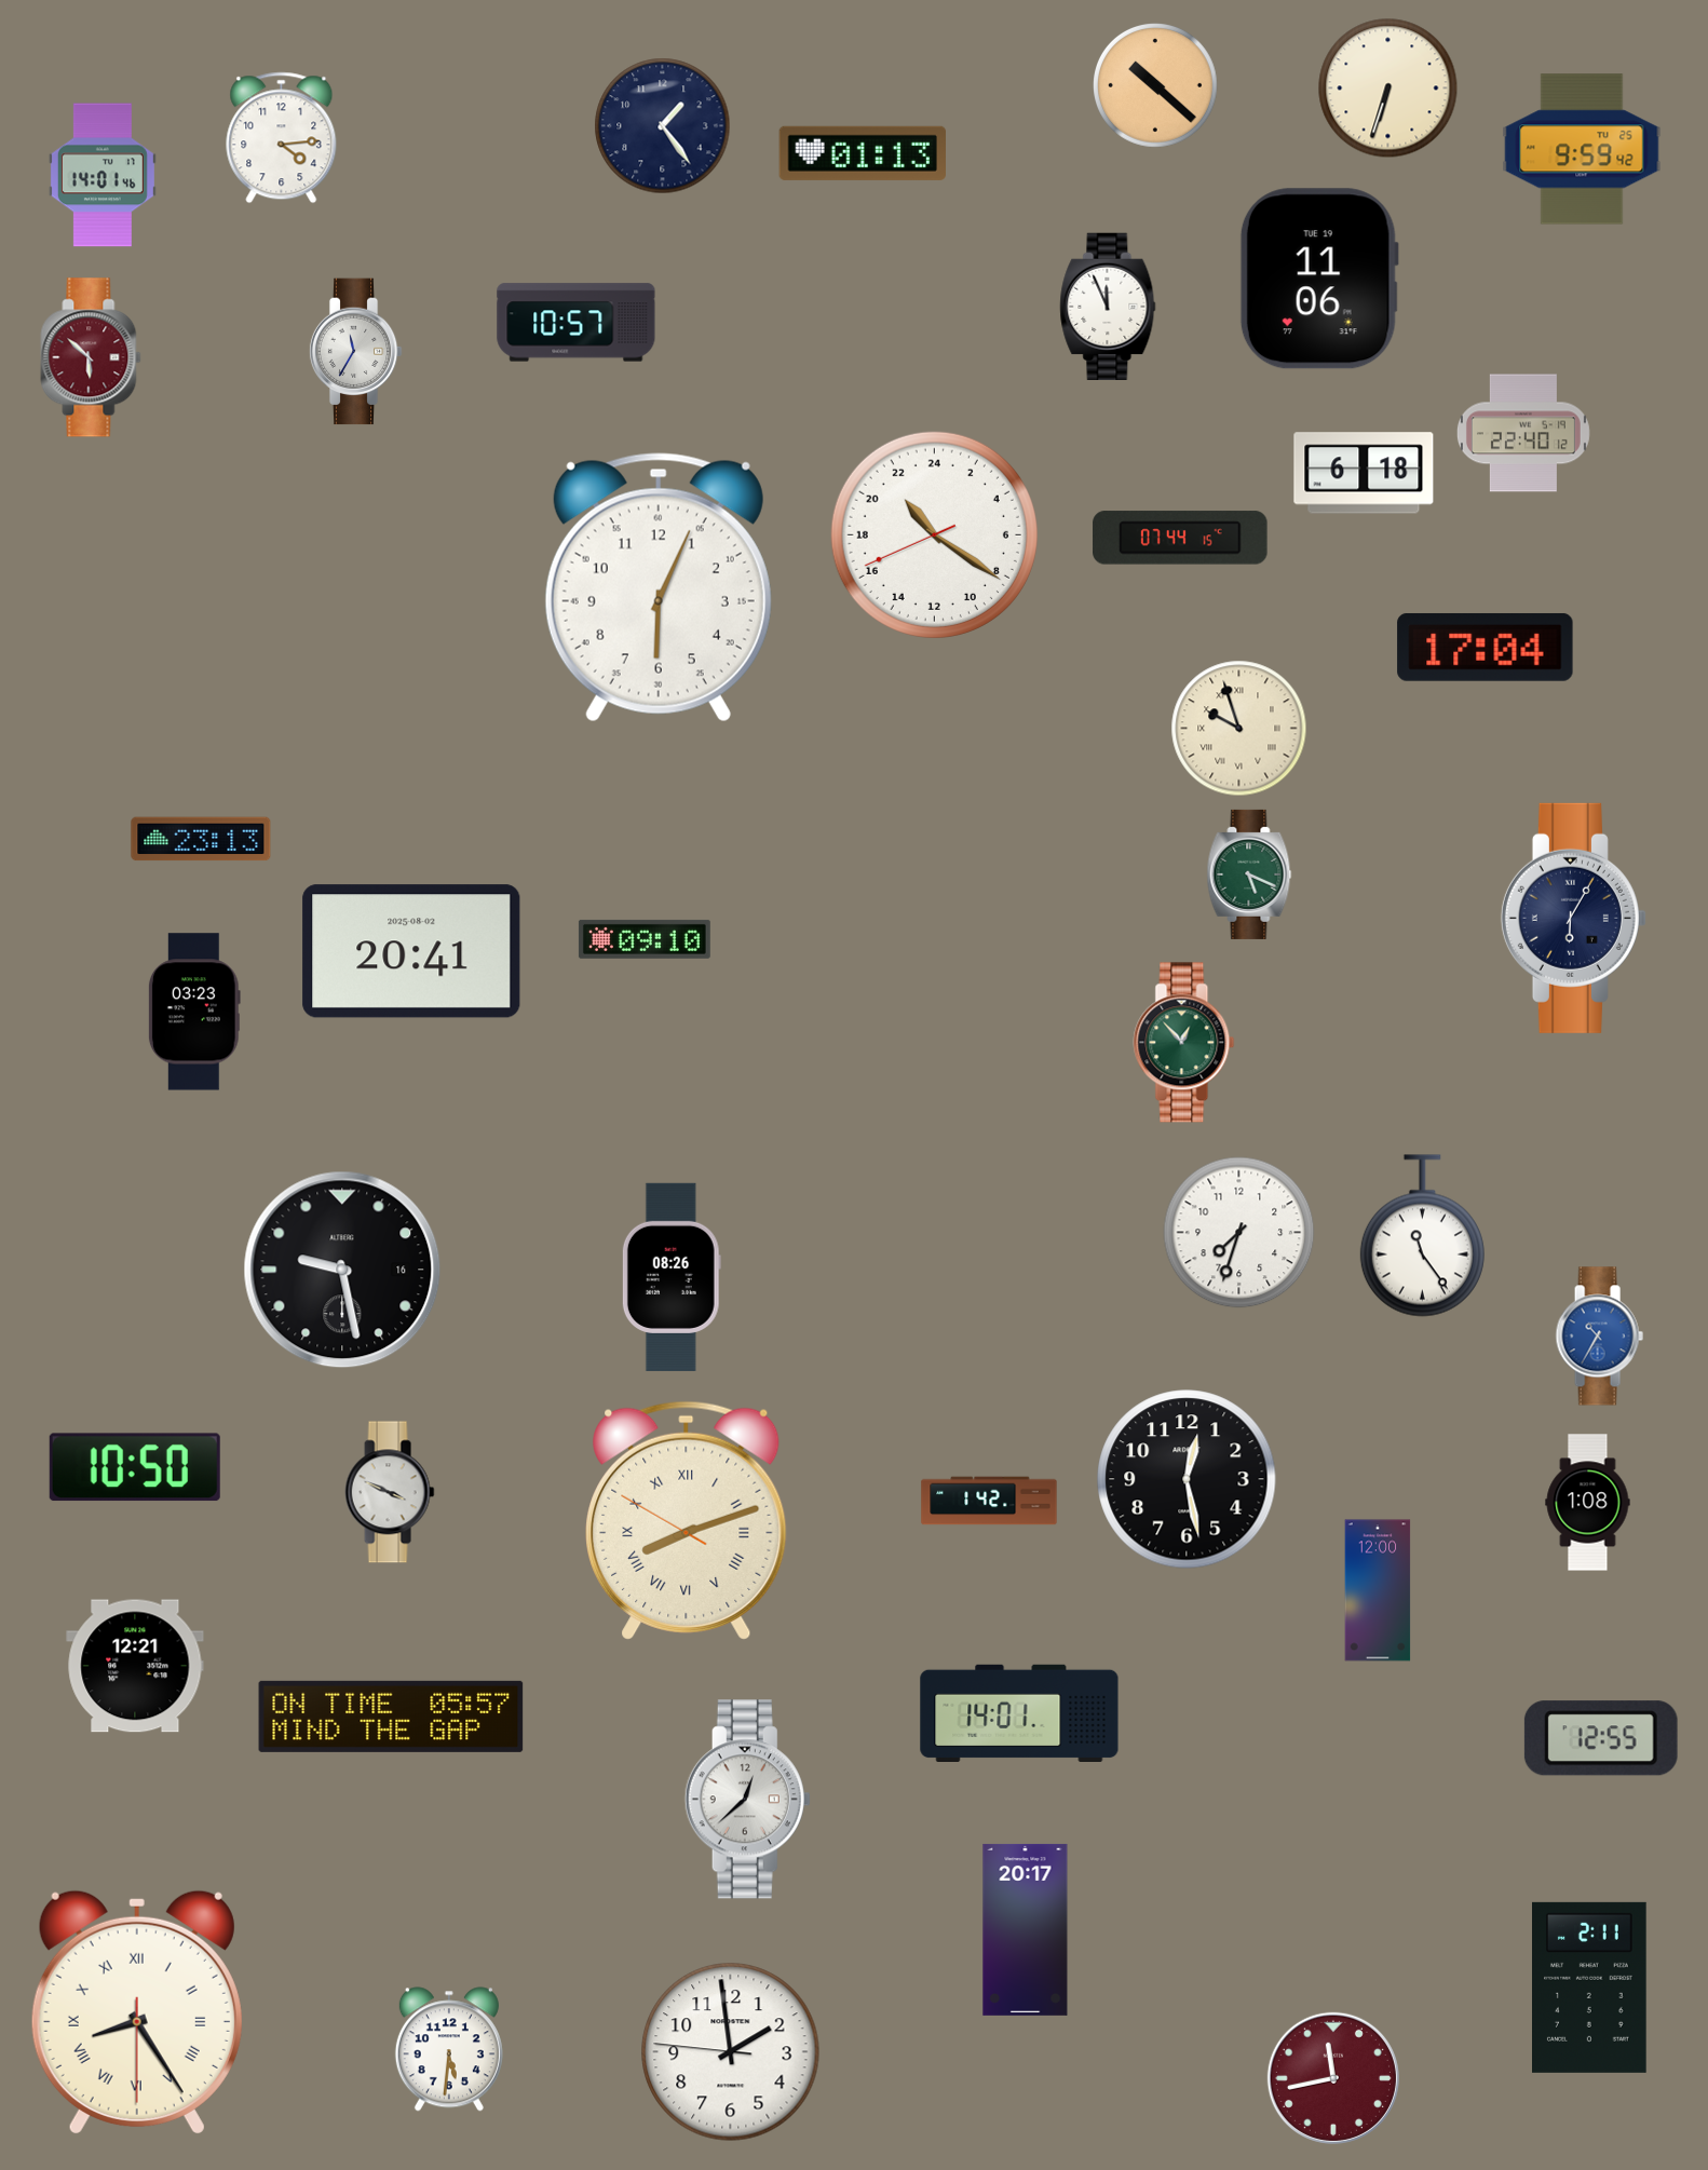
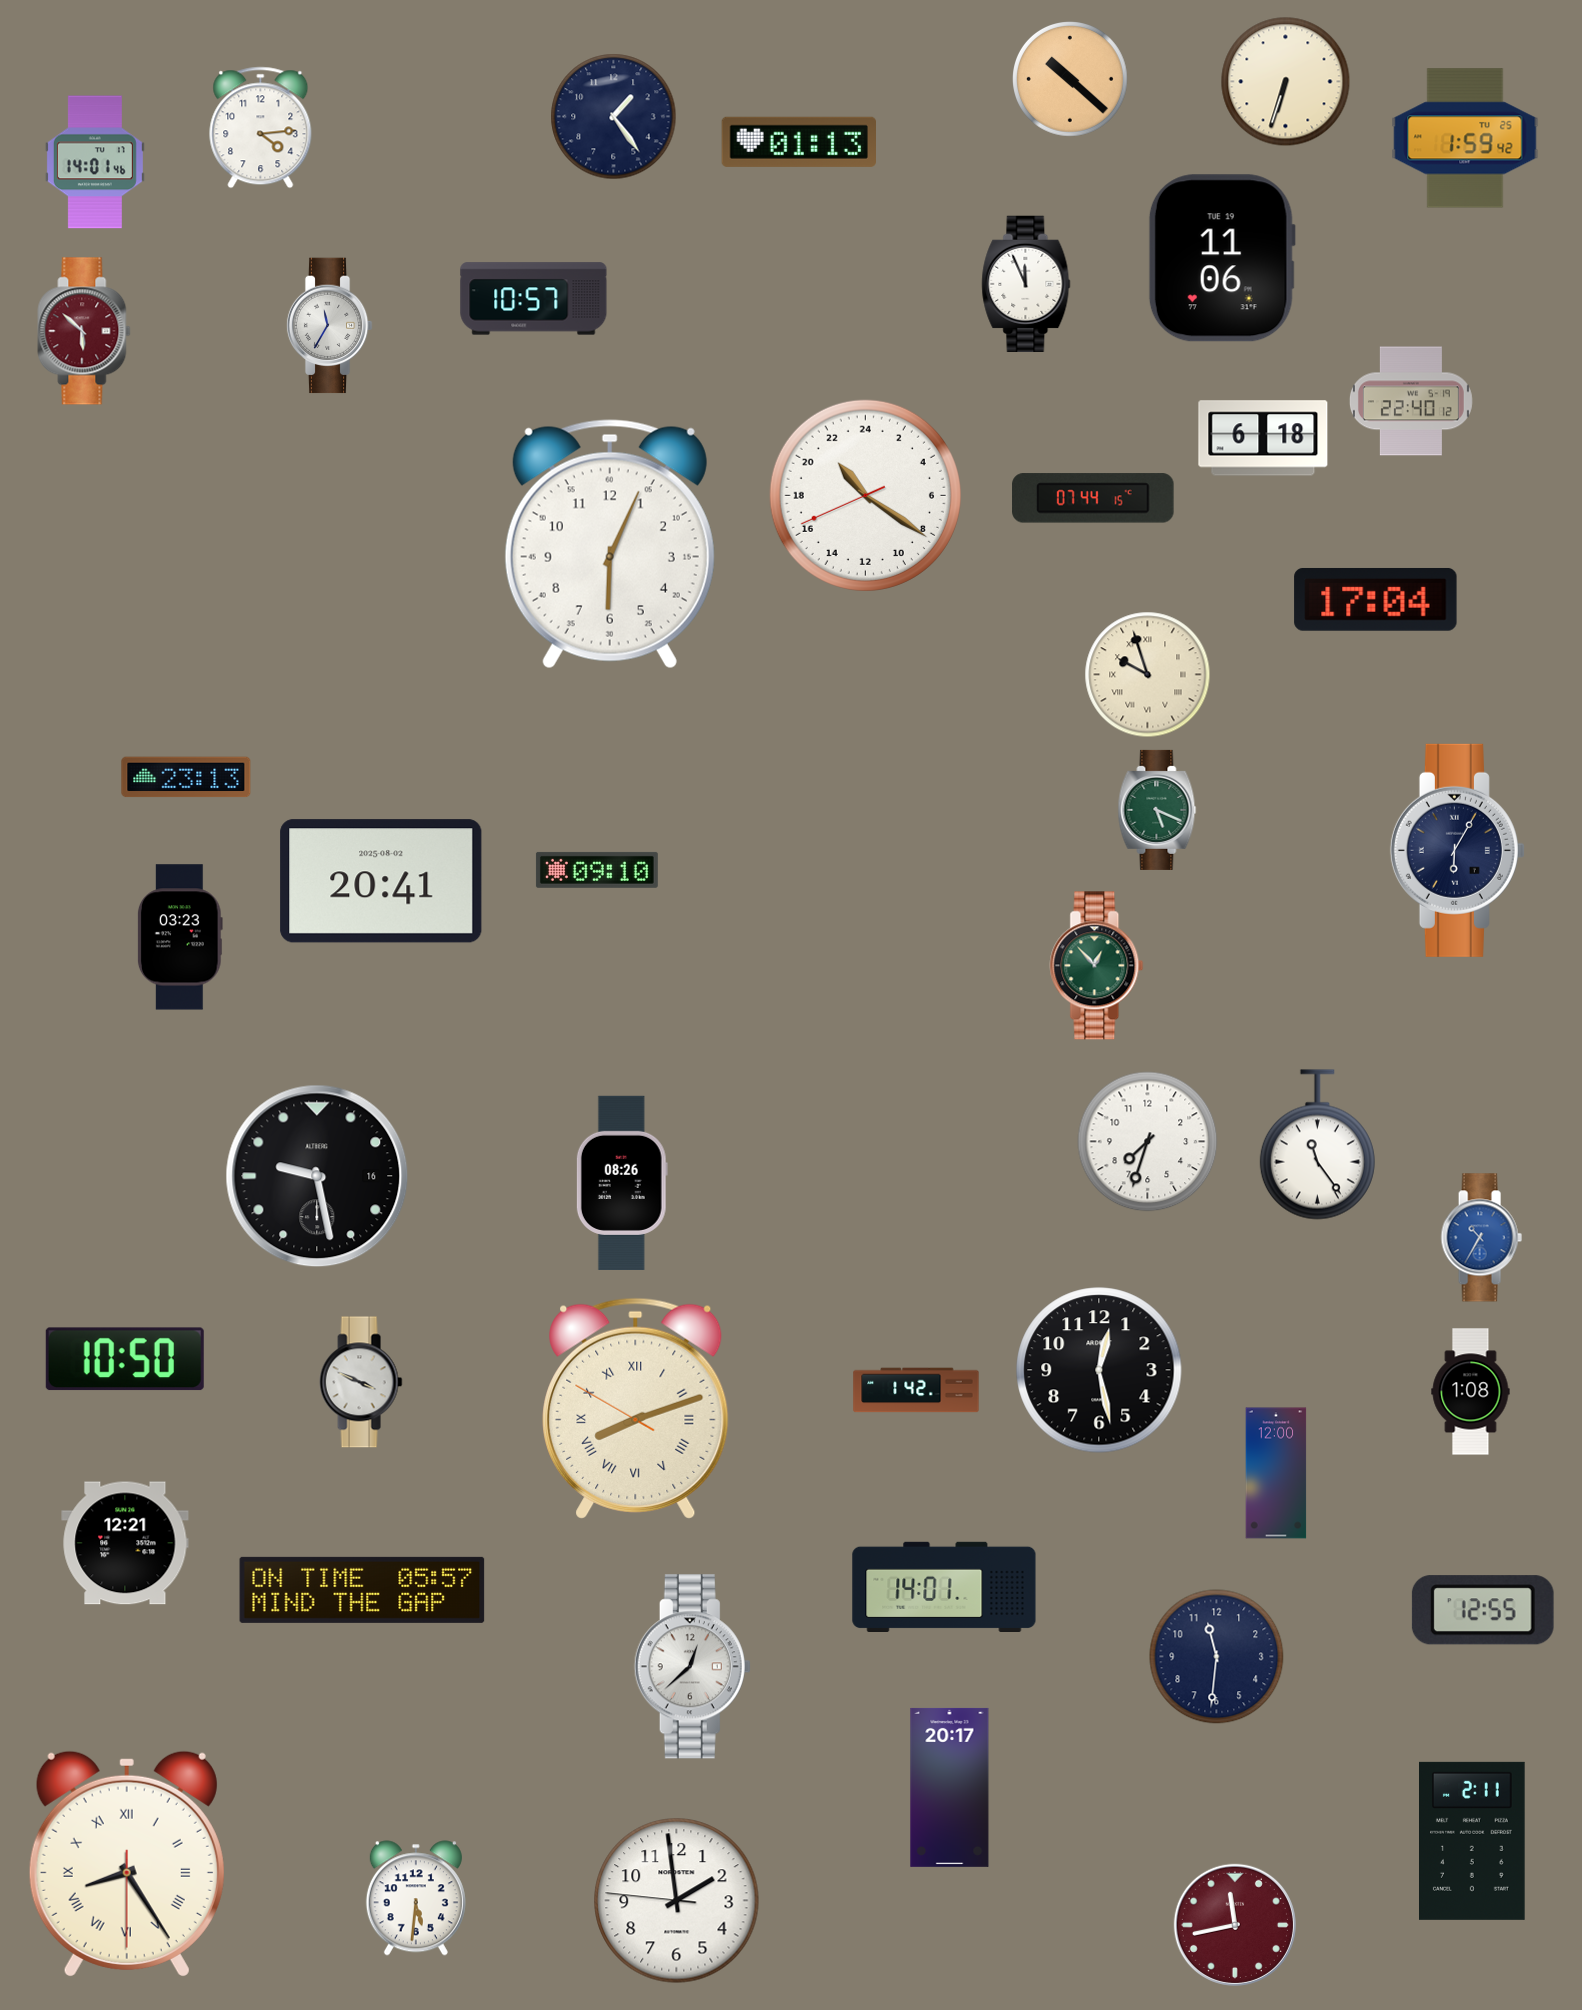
clock at (1582, 149): 9:59 -> 1:59
clock at (1217, 1657): none -> 11:31
